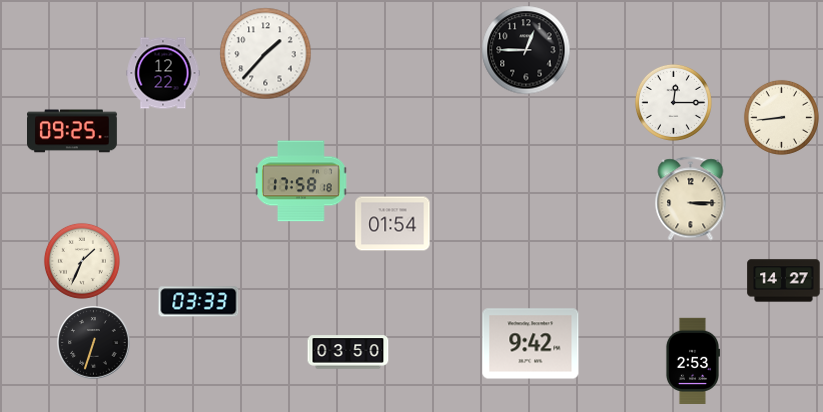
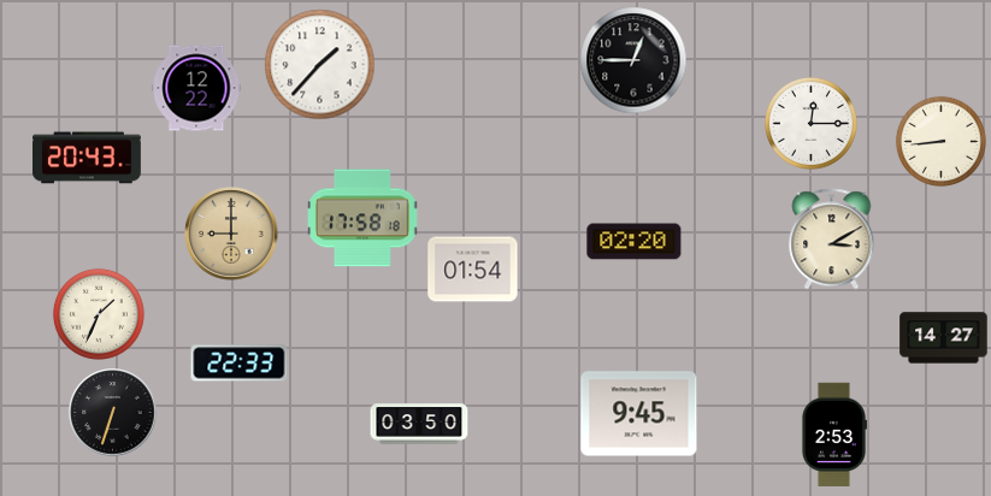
clock at (73, 131): 09:25 -> 20:43
clock at (231, 234): none -> 9:00
clock at (691, 199): 3:15 -> 3:10
clock at (635, 242): none -> 02:20
clock at (199, 302): 03:33 -> 22:33
clock at (531, 344): 9:42 -> 9:45
